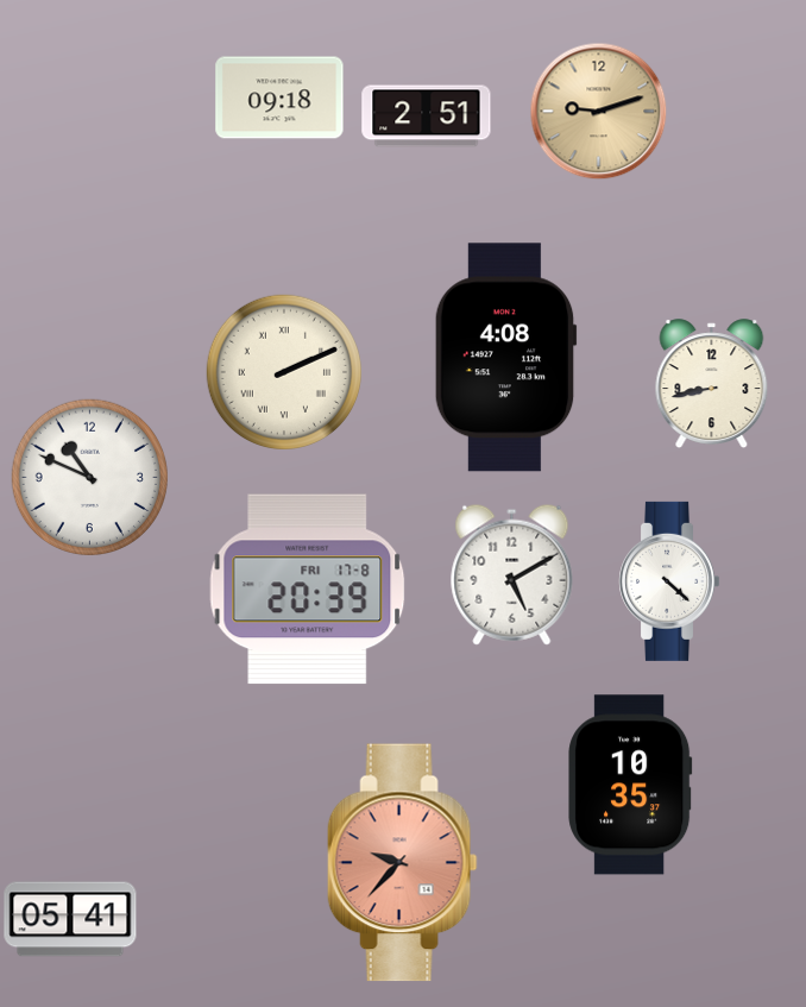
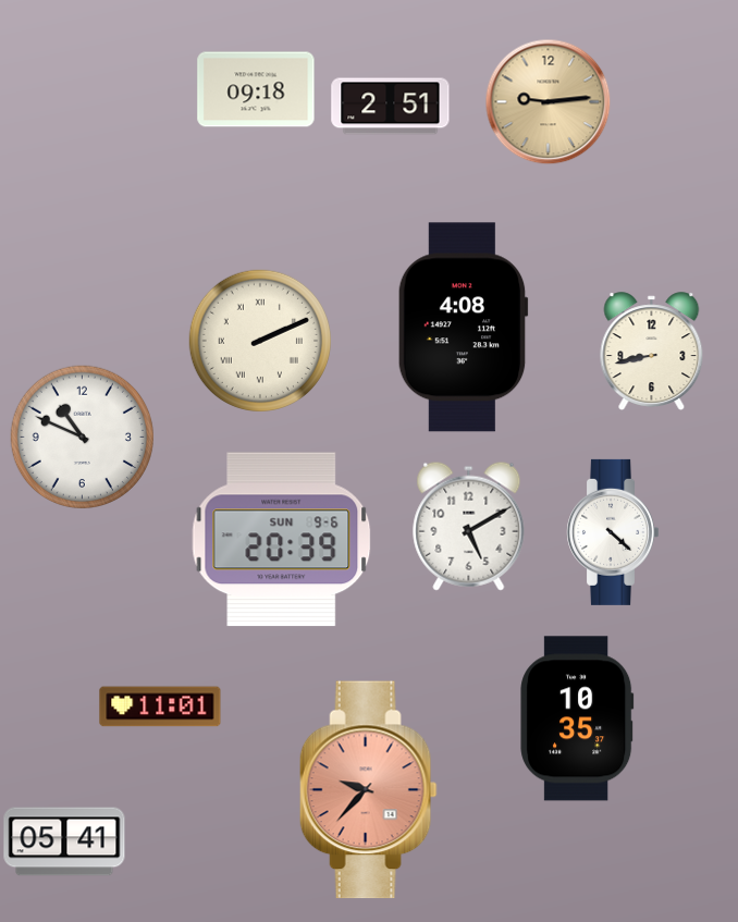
clock at (599, 112): 9:12 -> 9:14
clock at (308, 590) date: FRI 17-8 -> SUN 9-6
clock at (160, 706): none -> 11:01
